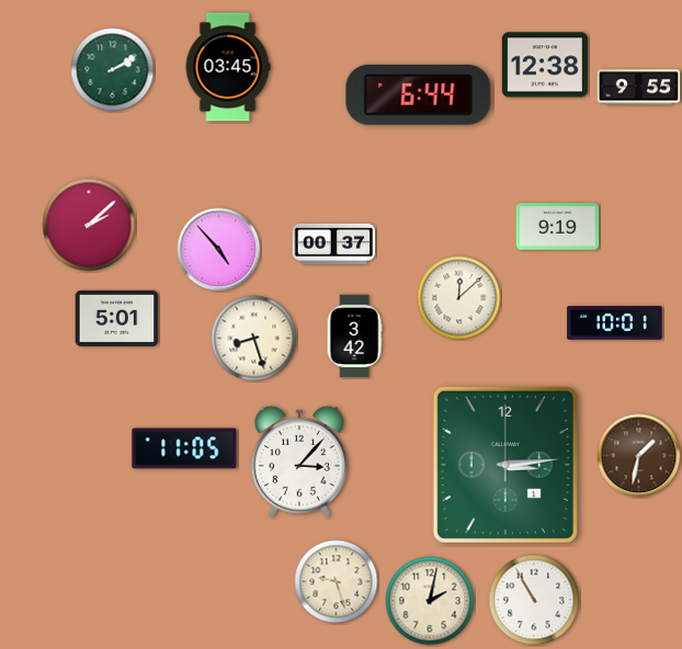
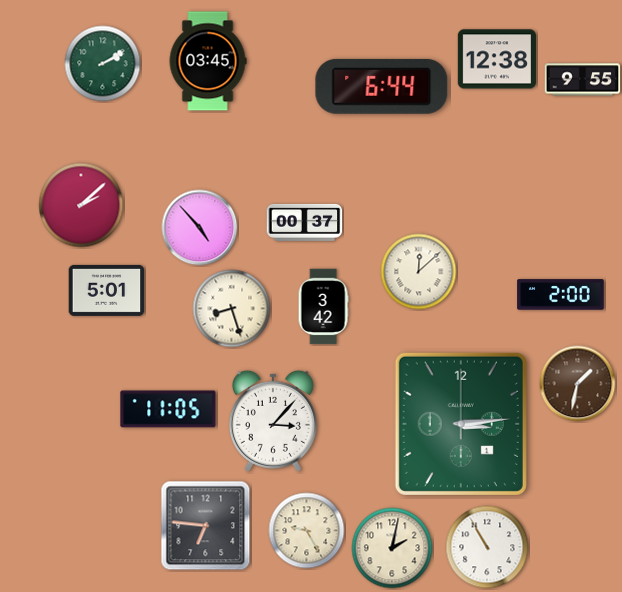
clock at (558, 227): 9:19 -> none
clock at (615, 323): 10:01 -> 2:00
clock at (639, 456) position: (639, 456) -> (578, 384)
clock at (206, 526): none -> 6:46
clock at (337, 582): 9:27 -> 9:25
